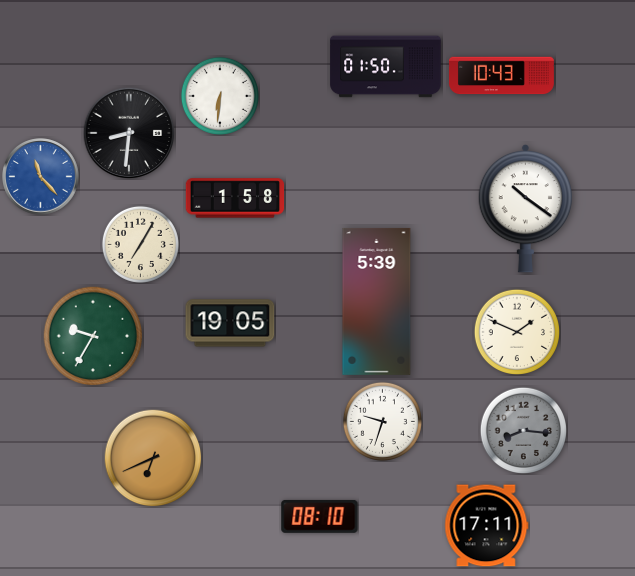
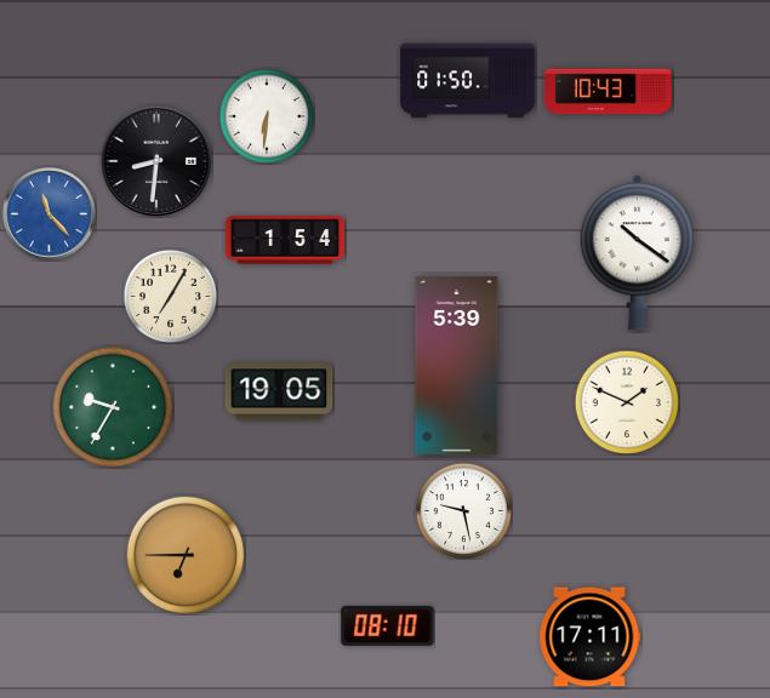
clock at (235, 198): 1:58 -> 1:54
clock at (382, 421): 9:33 -> 9:28
clock at (523, 430): 8:16 -> none
clock at (153, 458): 6:41 -> 6:45
